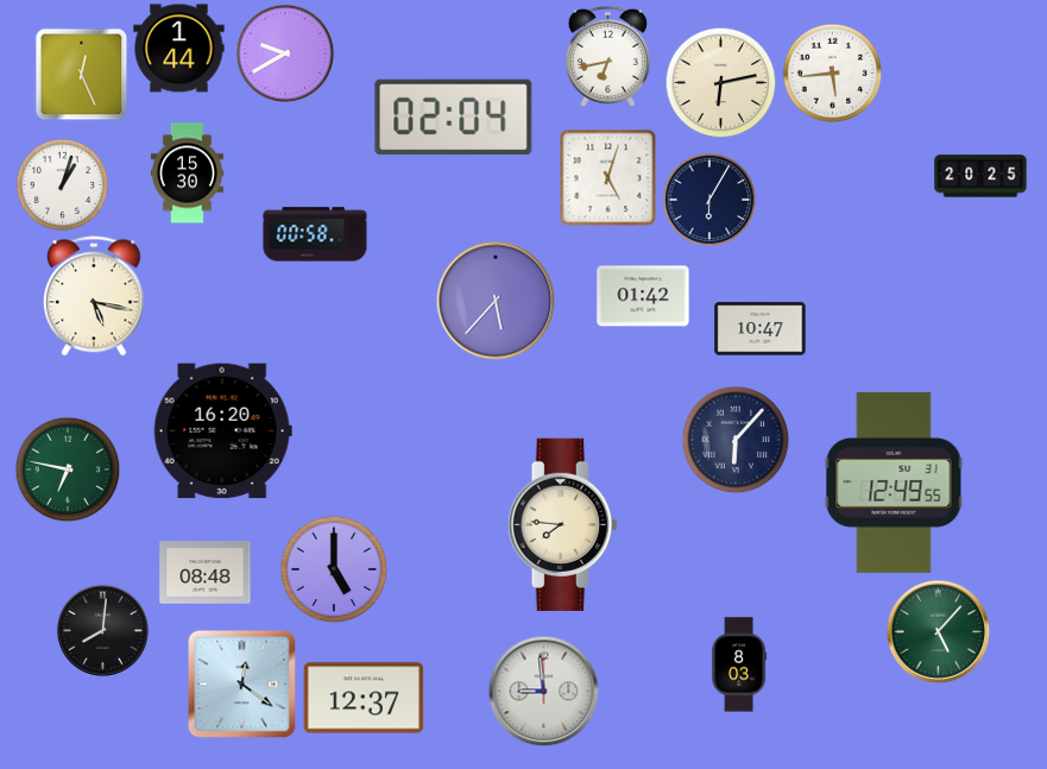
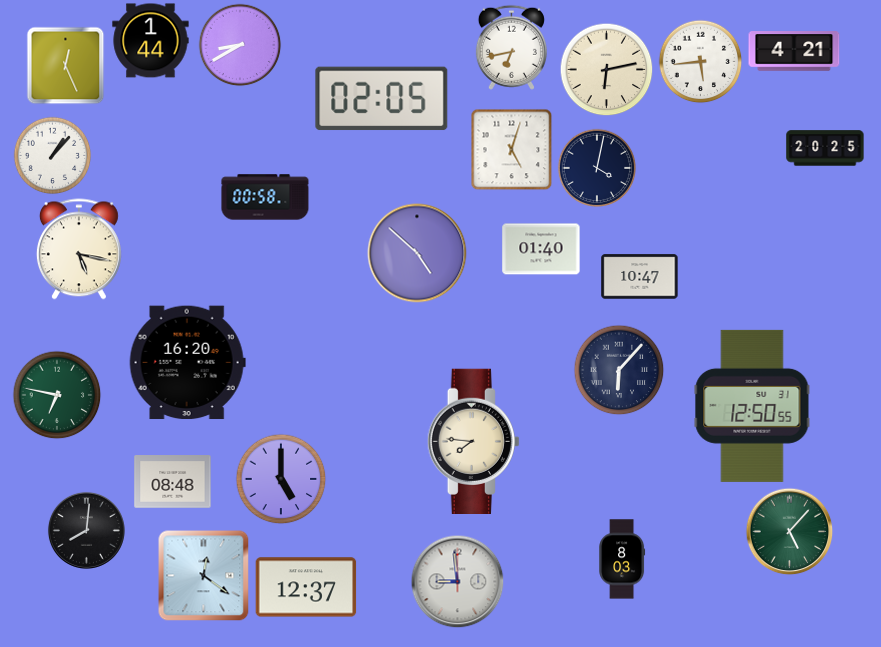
clock at (285, 53): 9:40 -> 8:40
clock at (794, 51): none -> 4:21
clock at (81, 74) position: (81, 74) -> (65, 65)
clock at (454, 118): 02:04 -> 02:05
clock at (187, 174): 15:30 -> none
clock at (62, 184): 1:03 -> 1:07
clock at (709, 200): 6:05 -> 4:02
clock at (643, 296): 01:42 -> 01:40
clock at (496, 301): 5:37 -> 4:52
clock at (894, 483): 12:49 -> 12:50
